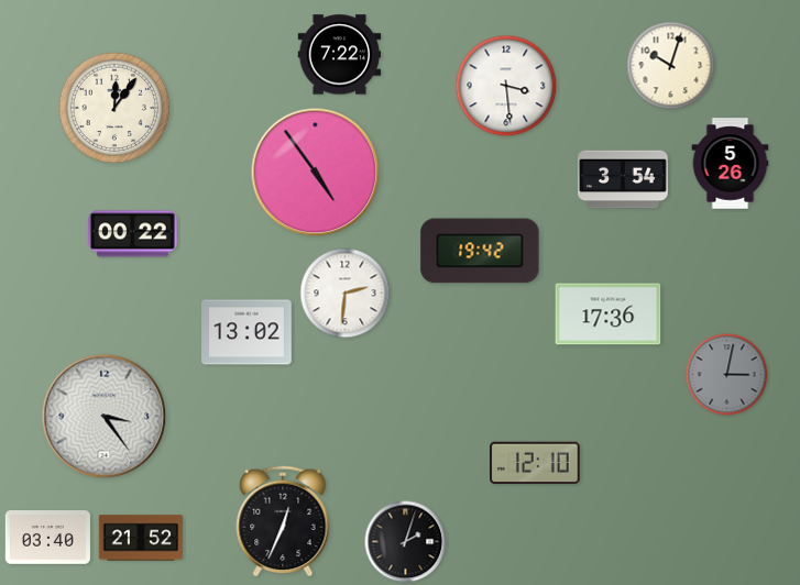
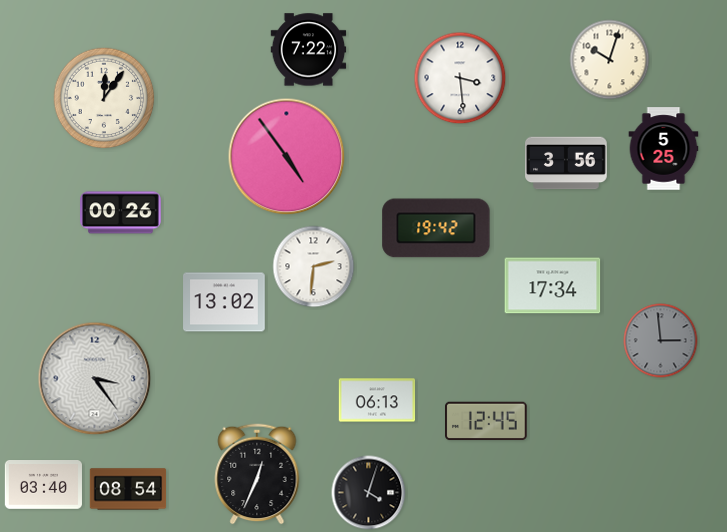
clock at (731, 164): 5:26 -> 5:25
clock at (623, 179): 3:54 -> 3:56
clock at (133, 234): 00:22 -> 00:26
clock at (609, 314): 17:36 -> 17:34
clock at (727, 375): 3:02 -> 2:59
clock at (377, 400): none -> 06:13
clock at (535, 463): 12:10 -> 12:45
clock at (47, 538) position: (47, 538) -> (43, 485)
clock at (141, 538): 21:52 -> 08:54
clock at (406, 542): 2:03 -> 4:03
